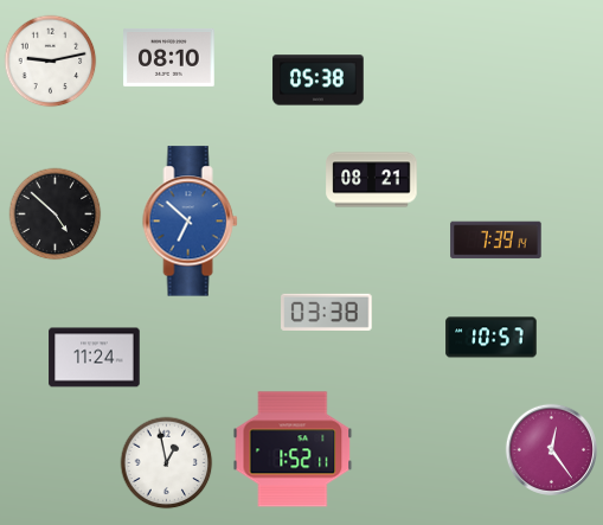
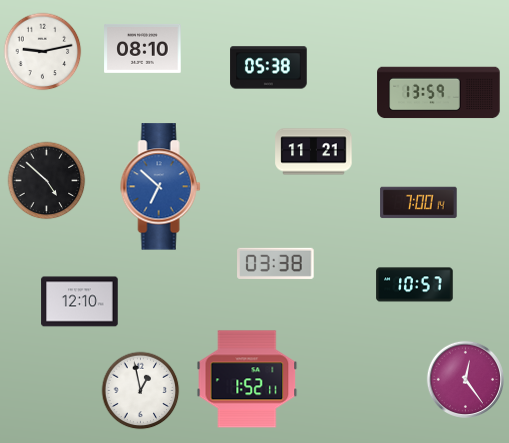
clock at (439, 93): none -> 13:59
clock at (372, 180): 08:21 -> 11:21
clock at (496, 241): 7:39 -> 7:00
clock at (95, 358): 11:24 -> 12:10
